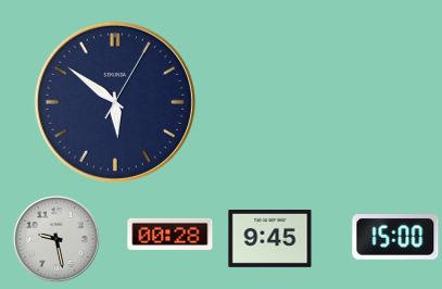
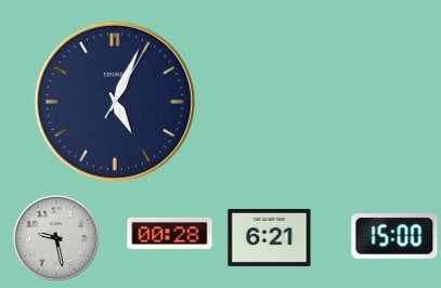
clock at (115, 102): 5:51 -> 5:04
clock at (270, 238): 9:45 -> 6:21
